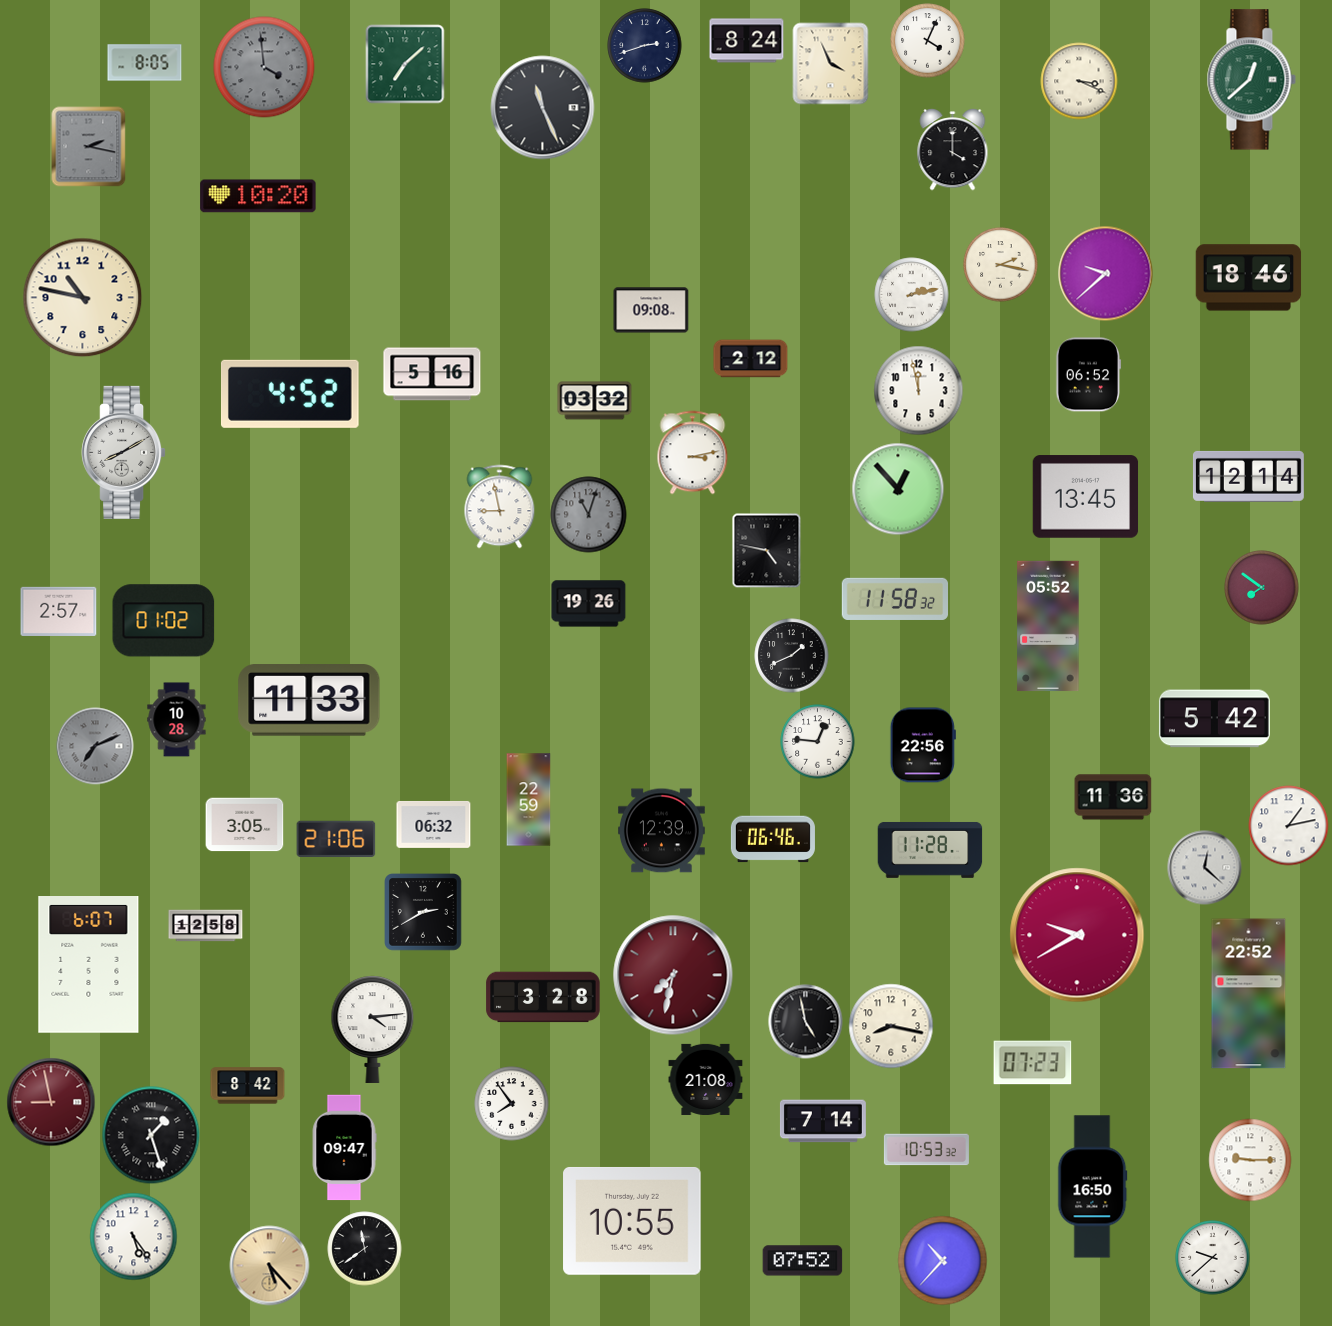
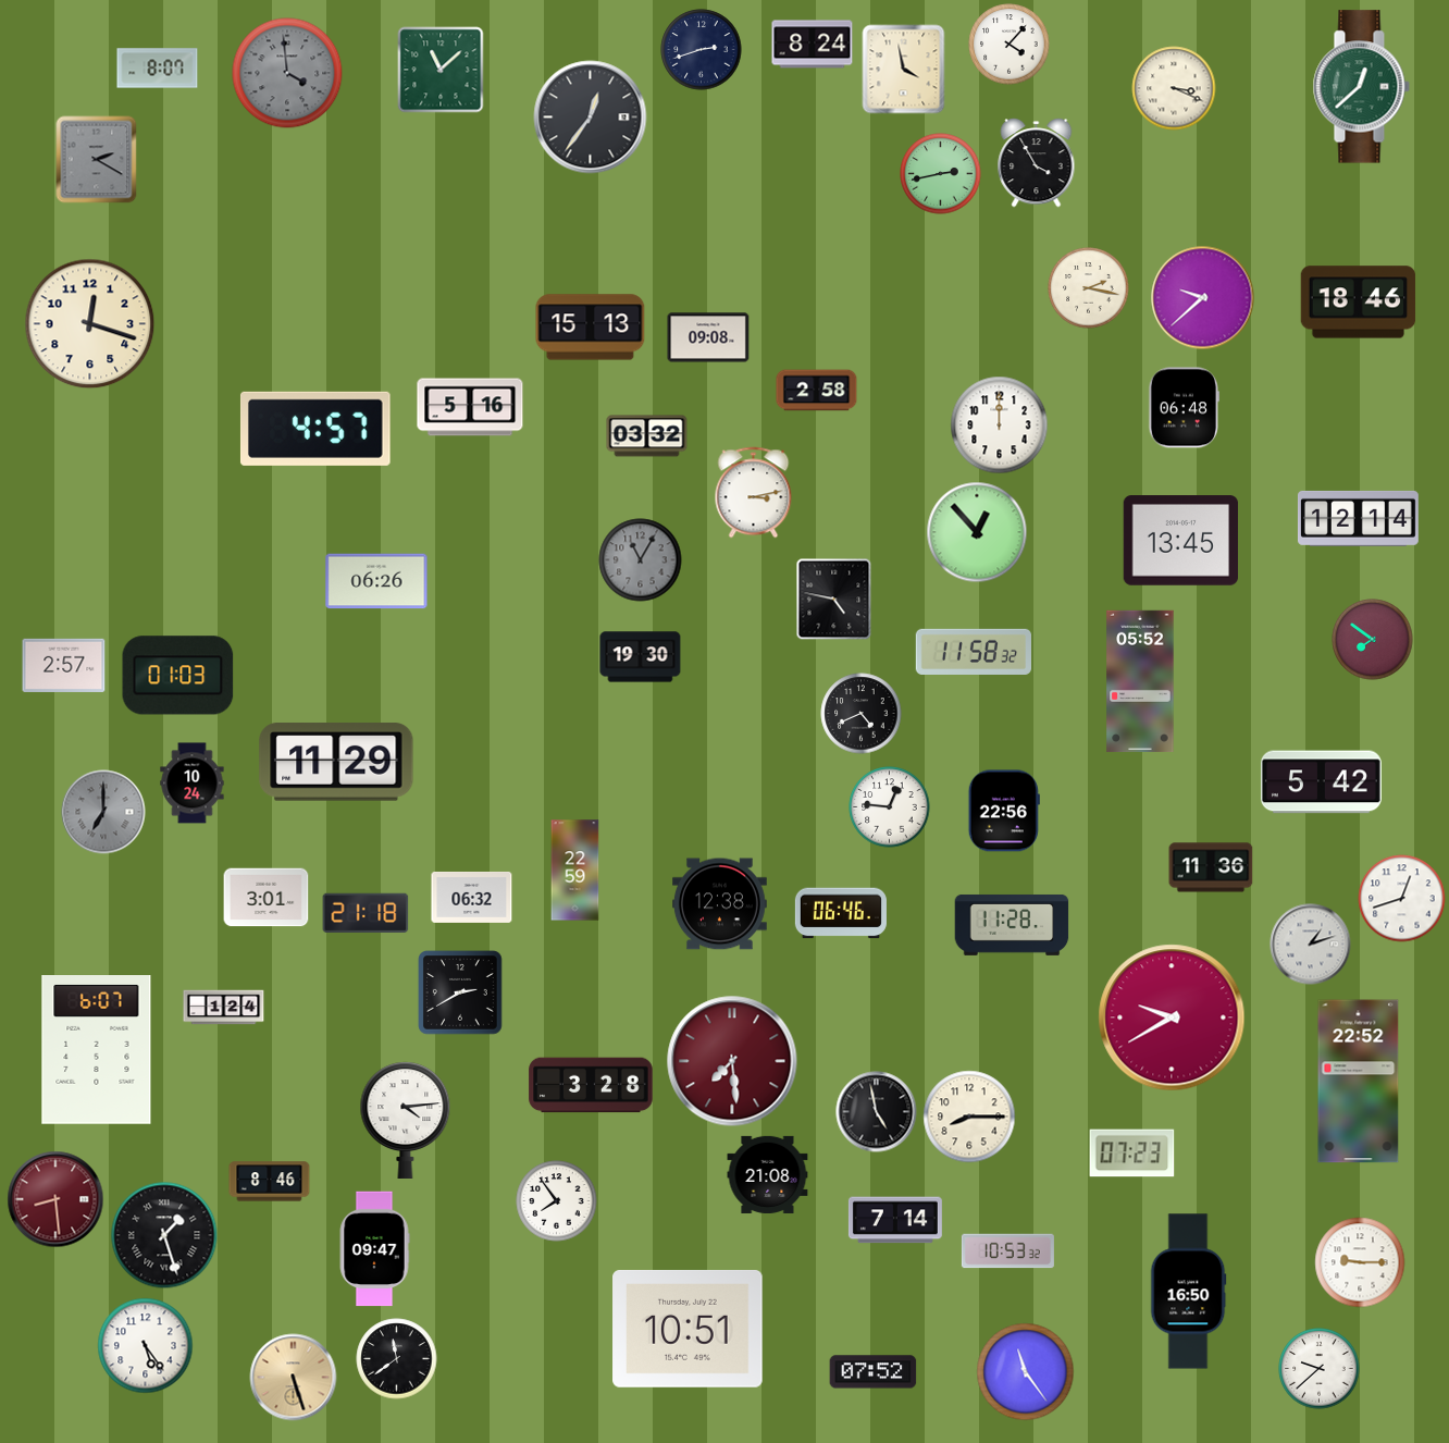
clock at (928, 41): 4:04 -> 4:07
clock at (145, 63): 8:05 -> 8:07
clock at (405, 64): 7:08 -> 11:08
clock at (831, 64): 3:56 -> 3:58
clock at (543, 108): 11:26 -> 12:36
clock at (89, 147): 2:17 -> 2:20
clock at (953, 150): 4:00 -> 3:55
clock at (941, 174): none -> 2:43
clock at (258, 196): 10:20 -> none
clock at (912, 295): 2:13 -> none
clock at (83, 298): 10:47 -> 12:18
clock at (591, 328): none -> 15:13
clock at (751, 359): 2:12 -> 2:58
clock at (1088, 375): 06:52 -> 06:48
clock at (919, 391): 11:58 -> 12:00
clock at (290, 394): 4:52 -> 4:57
clock at (124, 452): 8:10 -> none
clock at (500, 507): 8:58 -> none
clock at (589, 515): 11:03 -> 11:05
clock at (376, 581): none -> 06:26
clock at (589, 604): 19:26 -> 19:30
clock at (164, 621): 01:02 -> 01:03
clock at (792, 656): 1:41 -> 4:41
clock at (309, 700): 11:33 -> 11:29
clock at (177, 720): 10:28 -> 10:24
clock at (95, 746): 7:11 -> 7:00
clock at (245, 825): 3:05 -> 3:01
clock at (1289, 826): 1:13 -> 12:42
clock at (662, 831): 12:39 -> 12:38
clock at (336, 838): 21:06 -> 21:18
clock at (1205, 868): 12:22 -> 1:12
clock at (206, 926): 12:58 -> 1:24
clock at (673, 975): 7:32 -> 7:29
clock at (891, 1026): 8:17 -> 8:15
clock at (1033, 1063) position: (1033, 1063) -> (1132, 1154)
clock at (248, 1086): 8:42 -> 8:46
clock at (51, 1102): 8:58 -> 8:29
clock at (632, 1221): 10:55 -> 10:51
clock at (943, 1261): 10:37 -> 11:24
clock at (270, 1266): 5:23 -> 5:27
